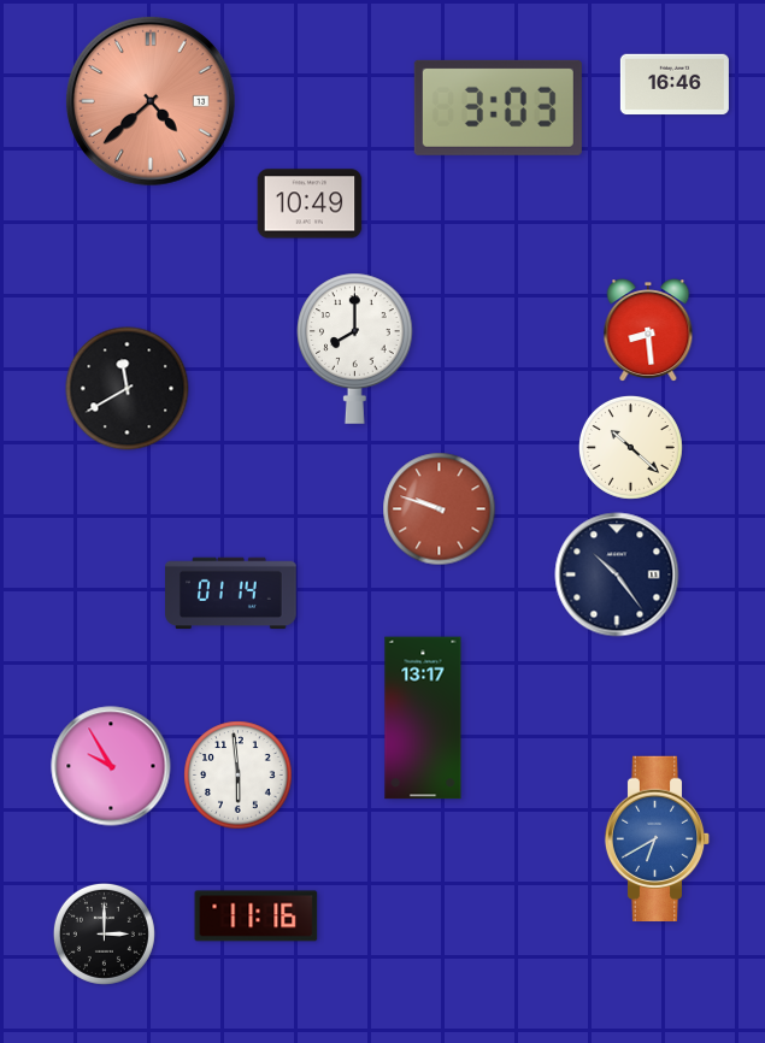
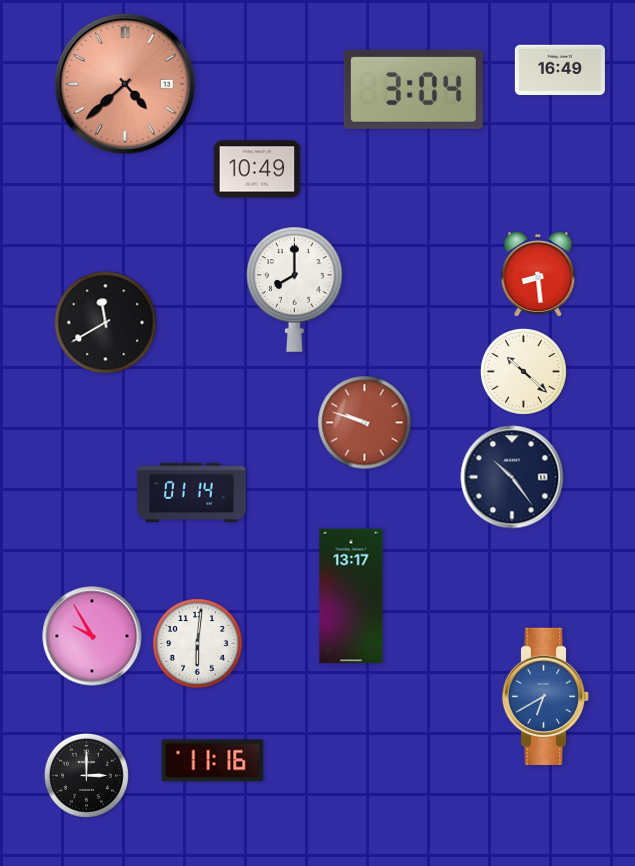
clock at (675, 84): 16:46 -> 16:49
clock at (498, 107): 3:03 -> 3:04
clock at (239, 776): 5:59 -> 6:01
